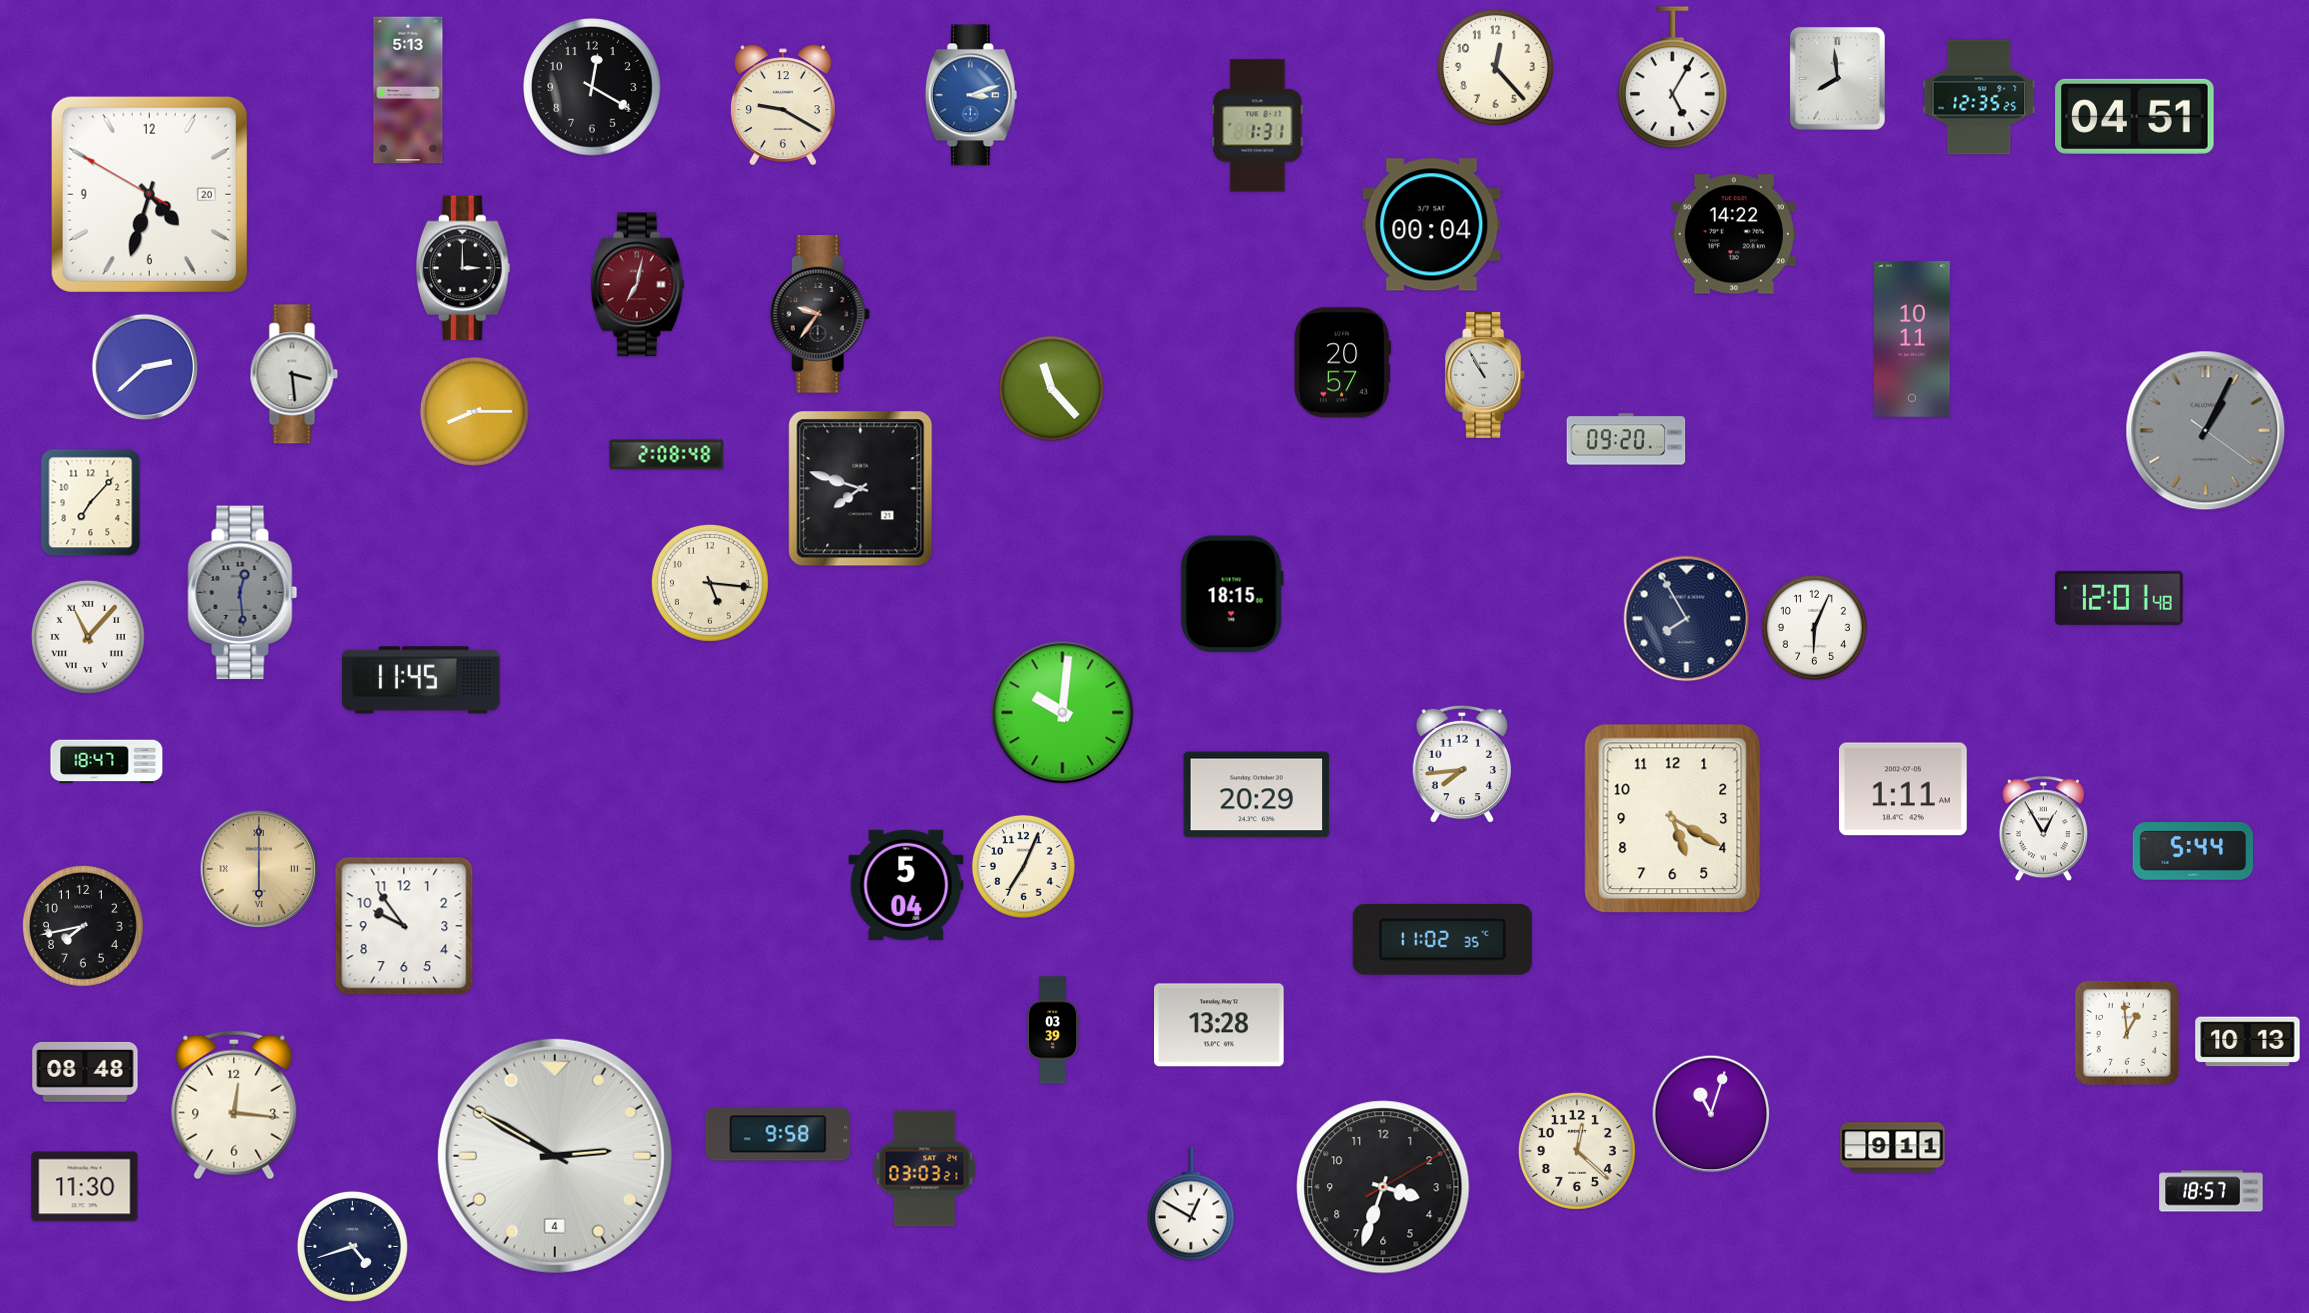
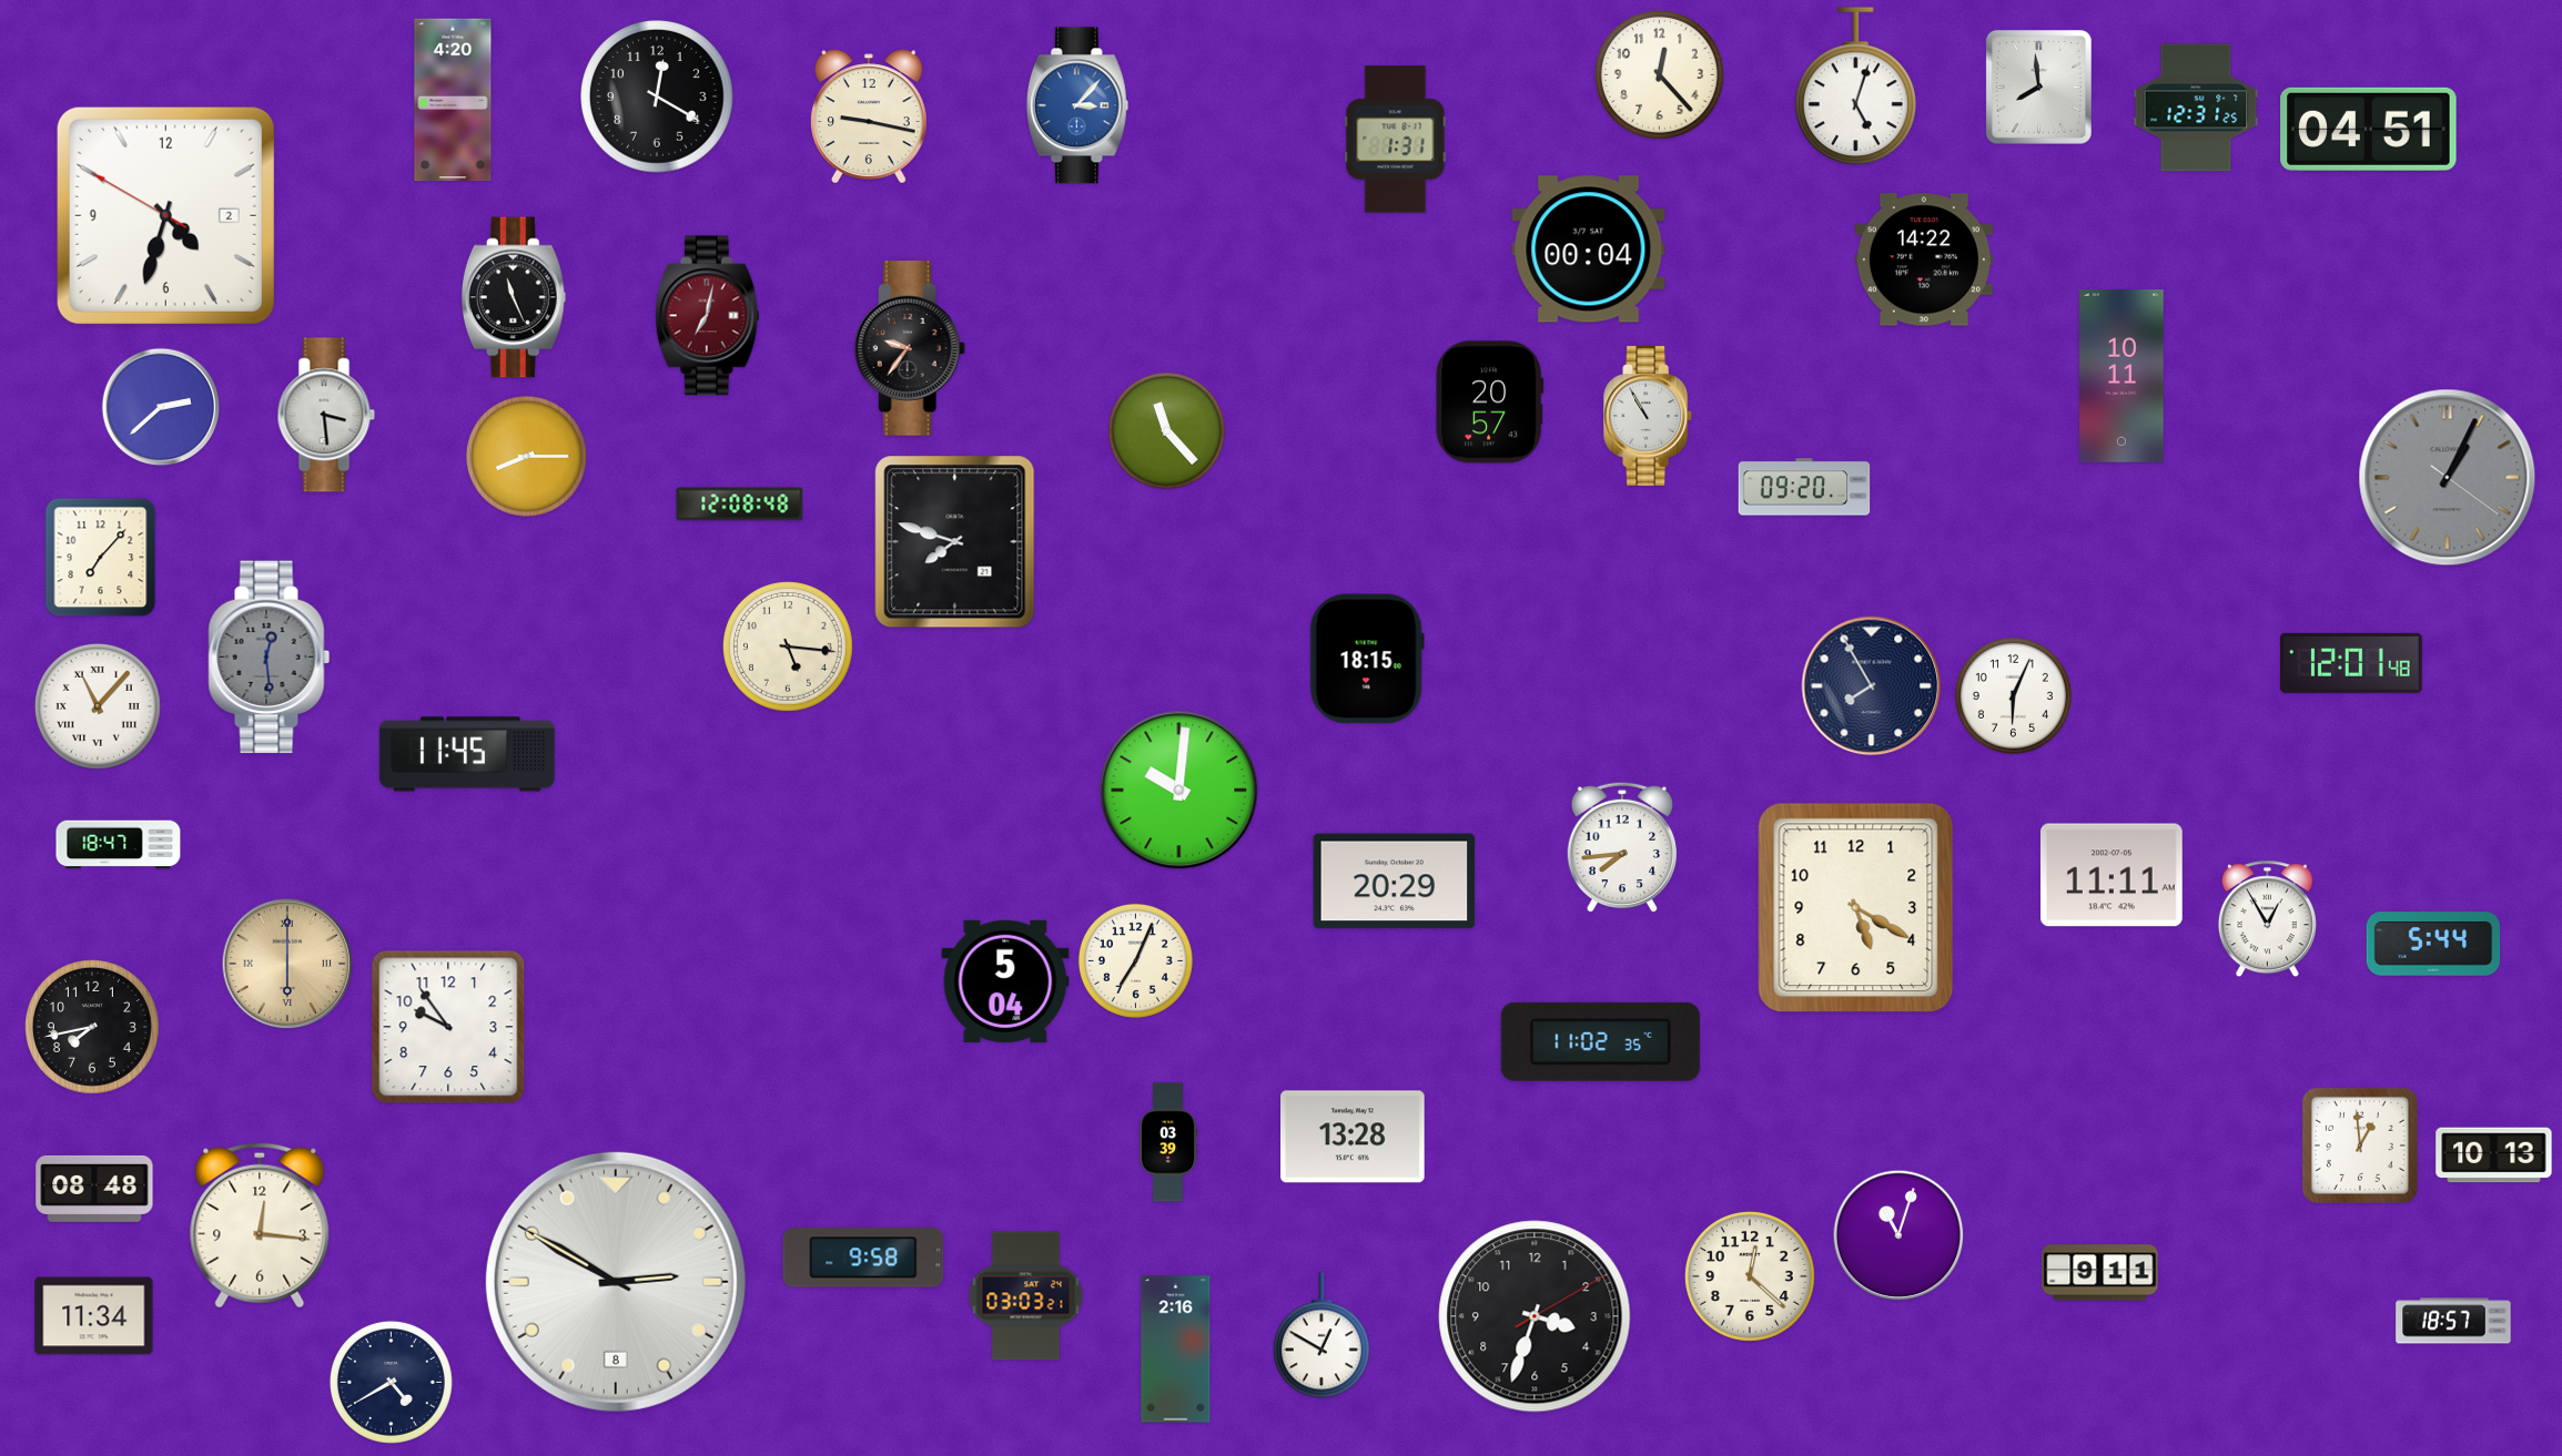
clock at (1673, 78): 5:05 -> 5:03
clock at (408, 90): 5:13 -> 4:20
clock at (971, 95): 3:12 -> 3:07
clock at (1979, 97): 12:35 -> 12:31
clock at (784, 105): 9:20 -> 9:17
clock at (149, 194) date: 20 -> 2
clock at (463, 268): 3:00 -> 11:26
clock at (667, 455): 2:08 -> 12:08
clock at (1903, 789): 1:11 -> 11:11
clock at (555, 1156) date: 4 -> 8
clock at (85, 1187): 11:30 -> 11:34
clock at (1176, 1350): none -> 2:16
clock at (352, 1246): 4:42 -> 4:40
